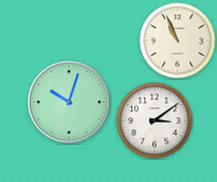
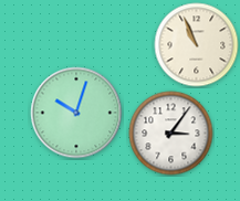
clock at (155, 121): 3:09 -> 3:06
